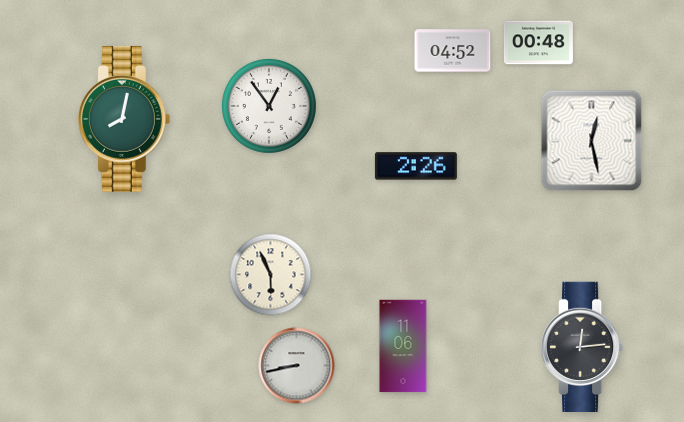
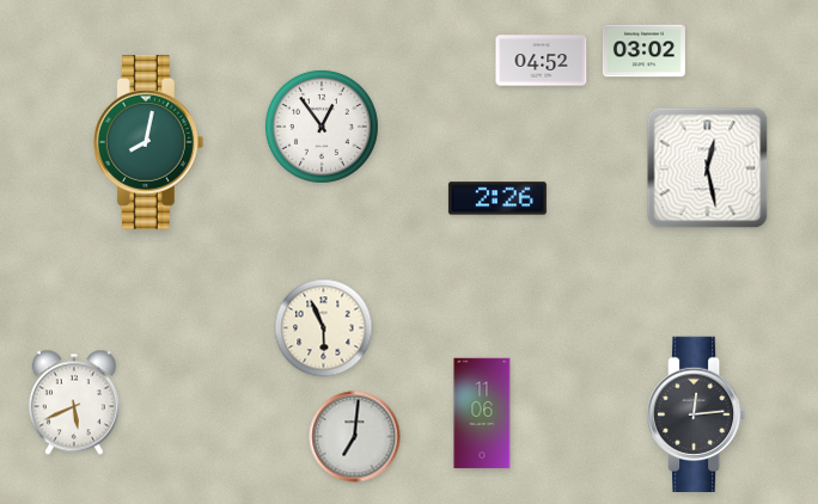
clock at (538, 43): 00:48 -> 03:02
clock at (74, 402): none -> 5:41
clock at (297, 366): 8:43 -> 7:01
